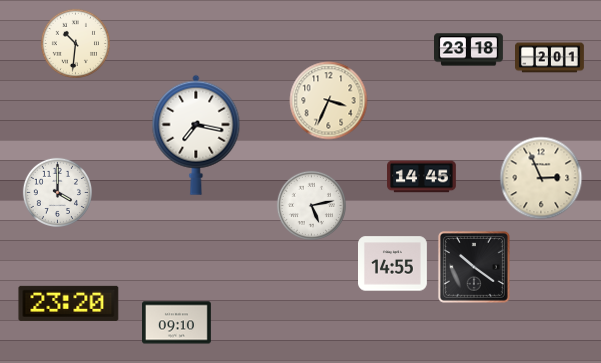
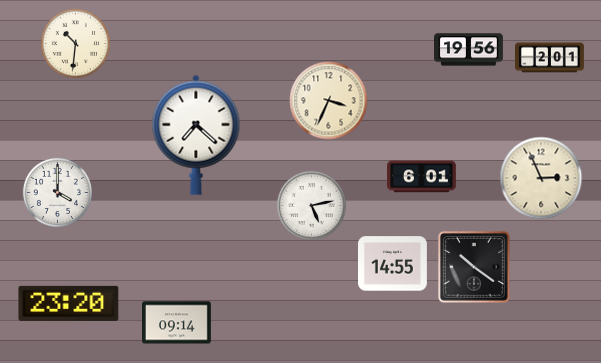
clock at (469, 50): 23:18 -> 19:56
clock at (196, 135): 7:17 -> 7:22
clock at (422, 177): 14:45 -> 6:01
clock at (177, 323): 09:10 -> 09:14
